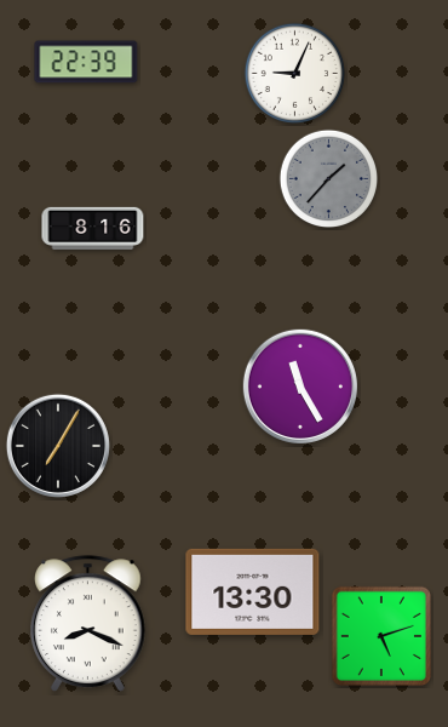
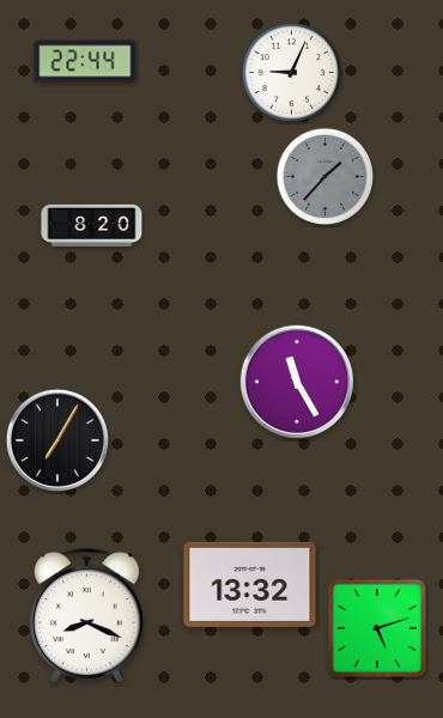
clock at (86, 62): 22:39 -> 22:44
clock at (93, 228): 8:16 -> 8:20
clock at (253, 591): 13:30 -> 13:32
